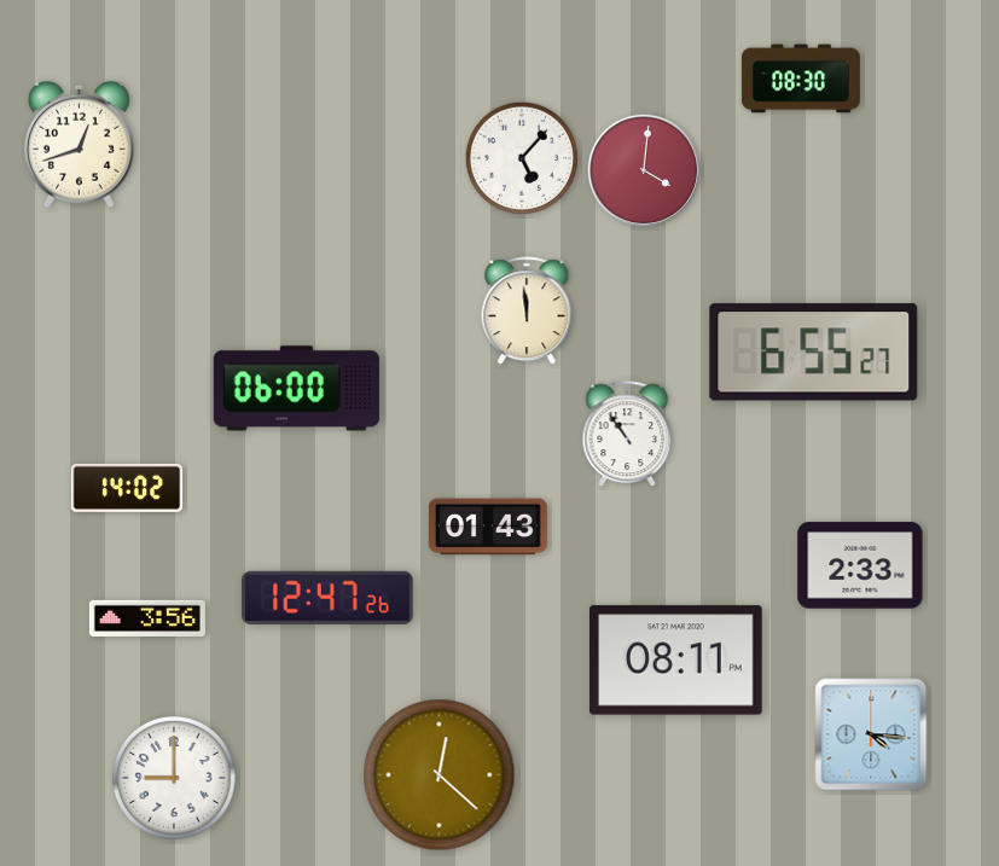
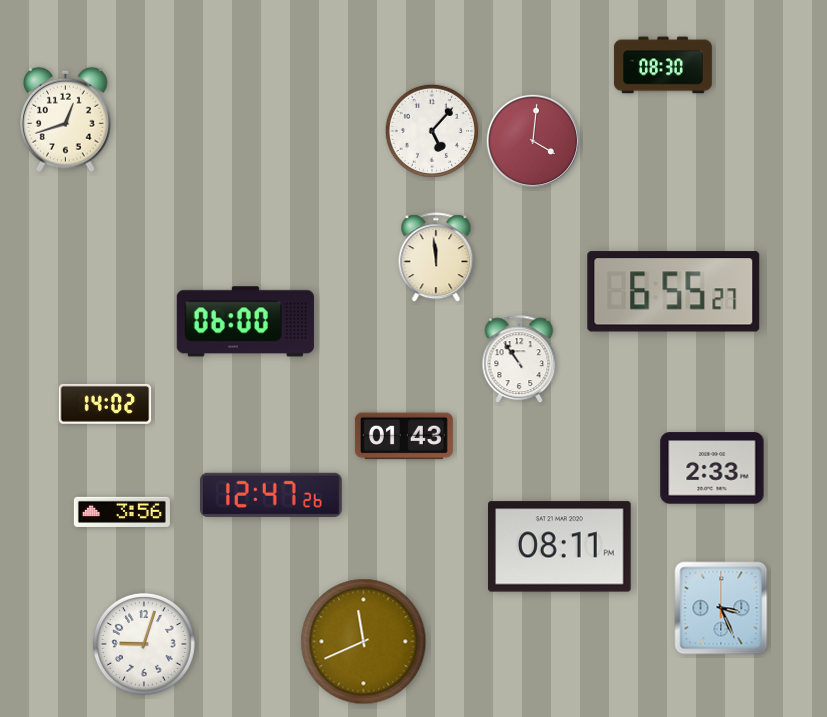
clock at (871, 734): 4:16 -> 3:26
clock at (440, 775): 12:22 -> 11:41
clock at (174, 778): 9:00 -> 9:03
